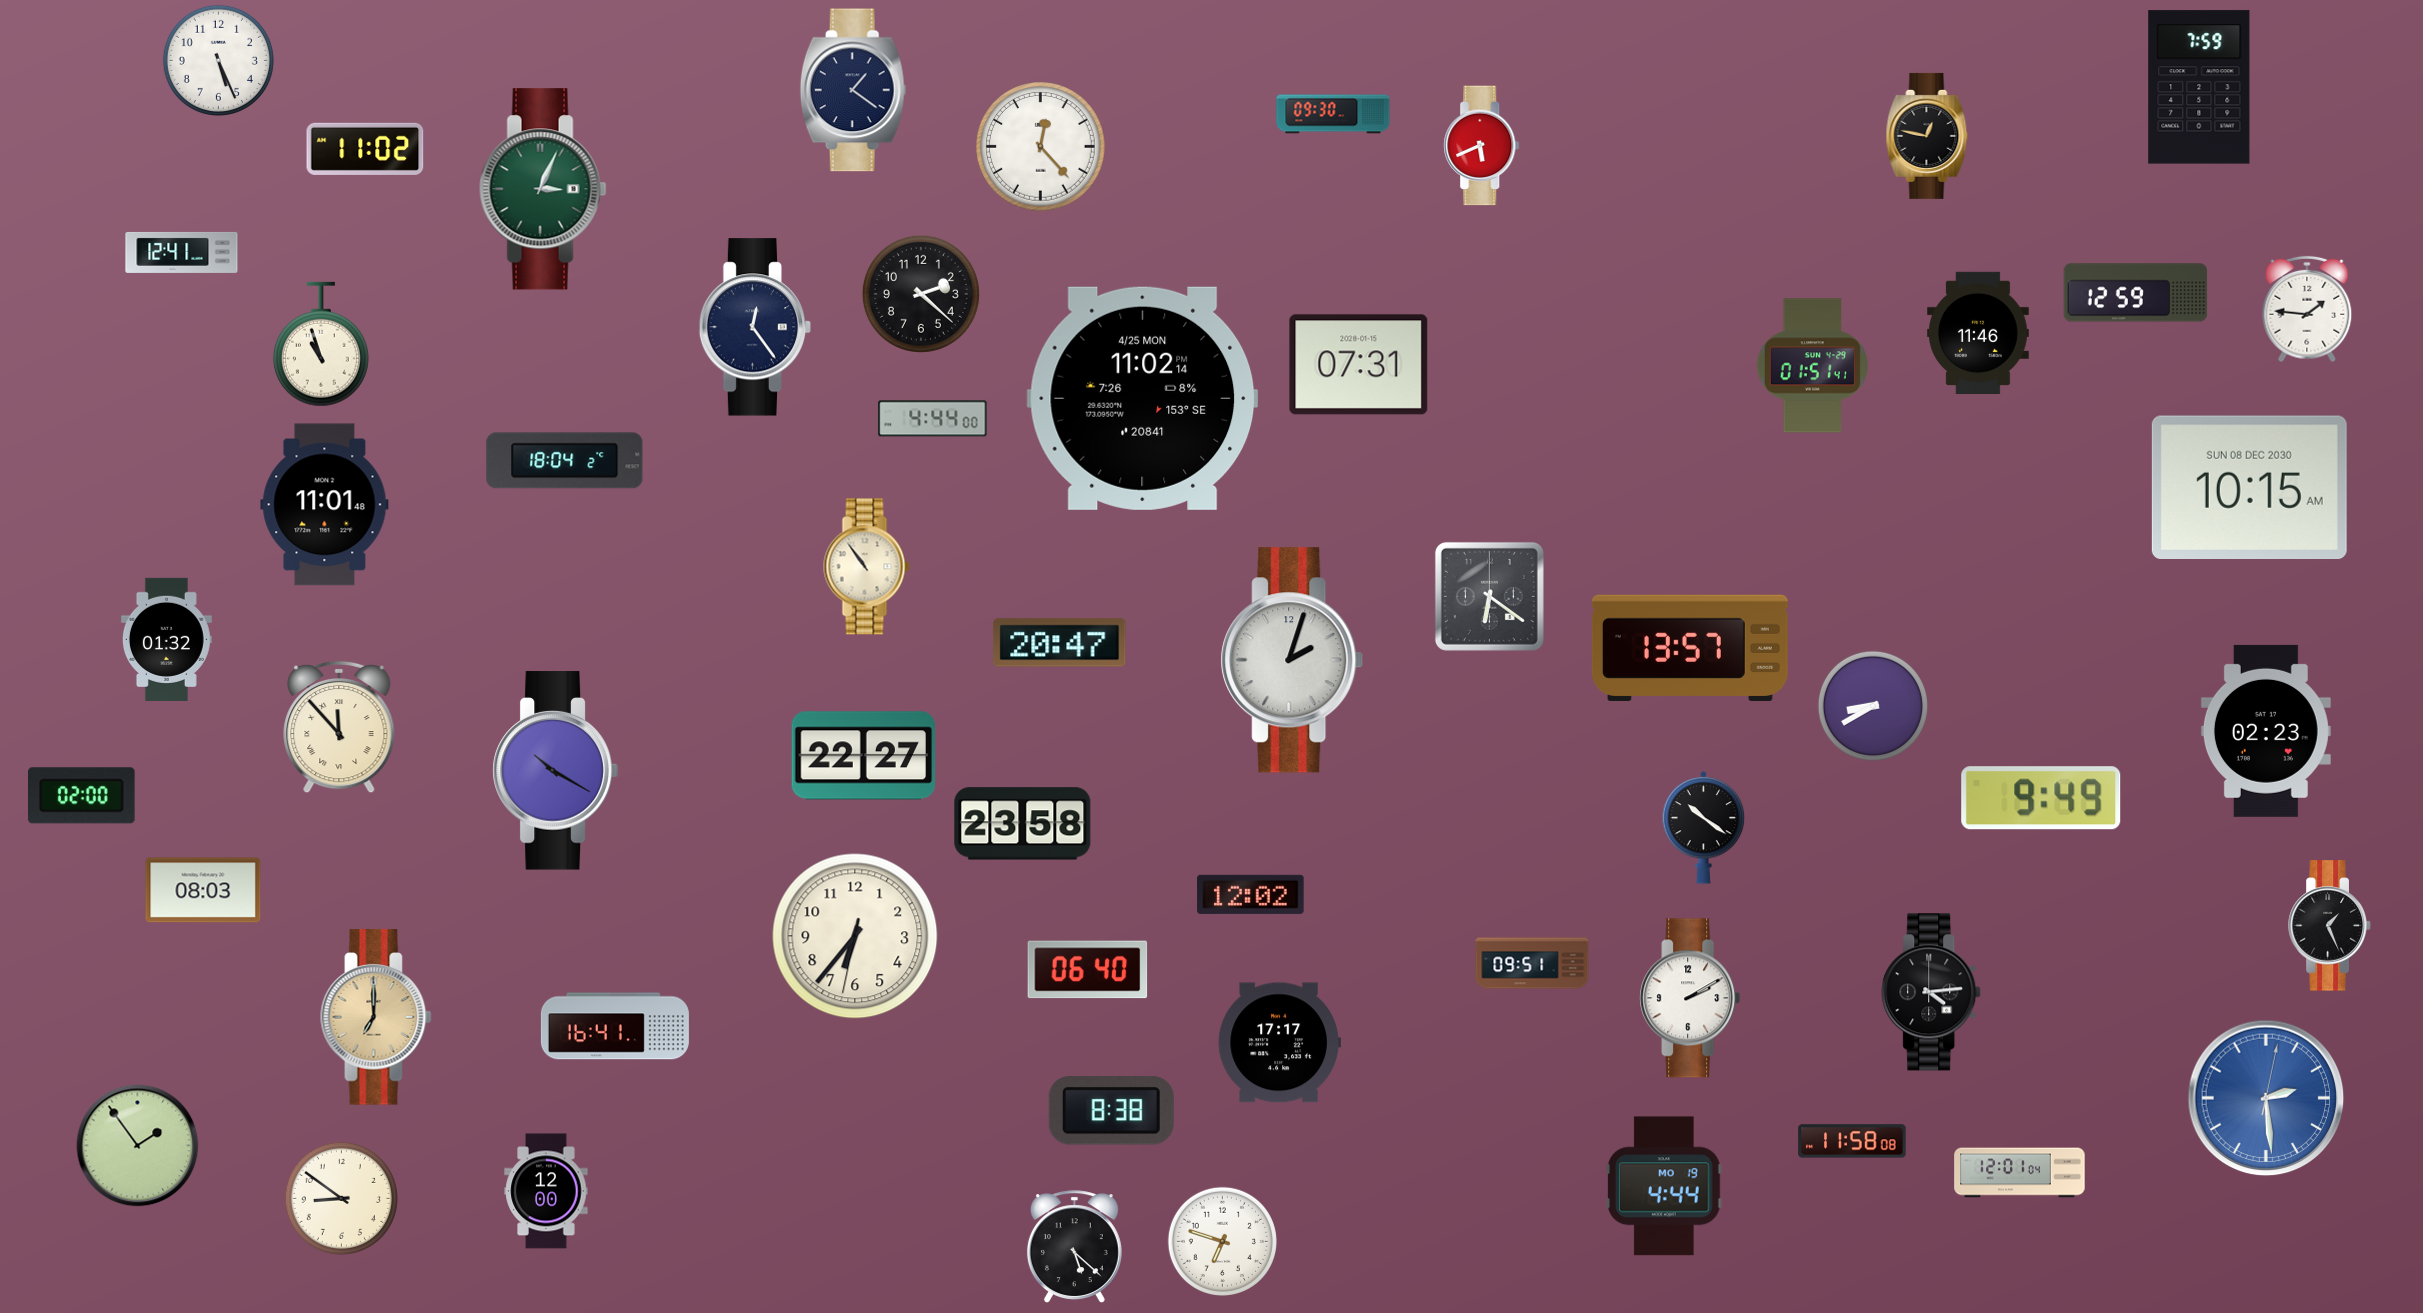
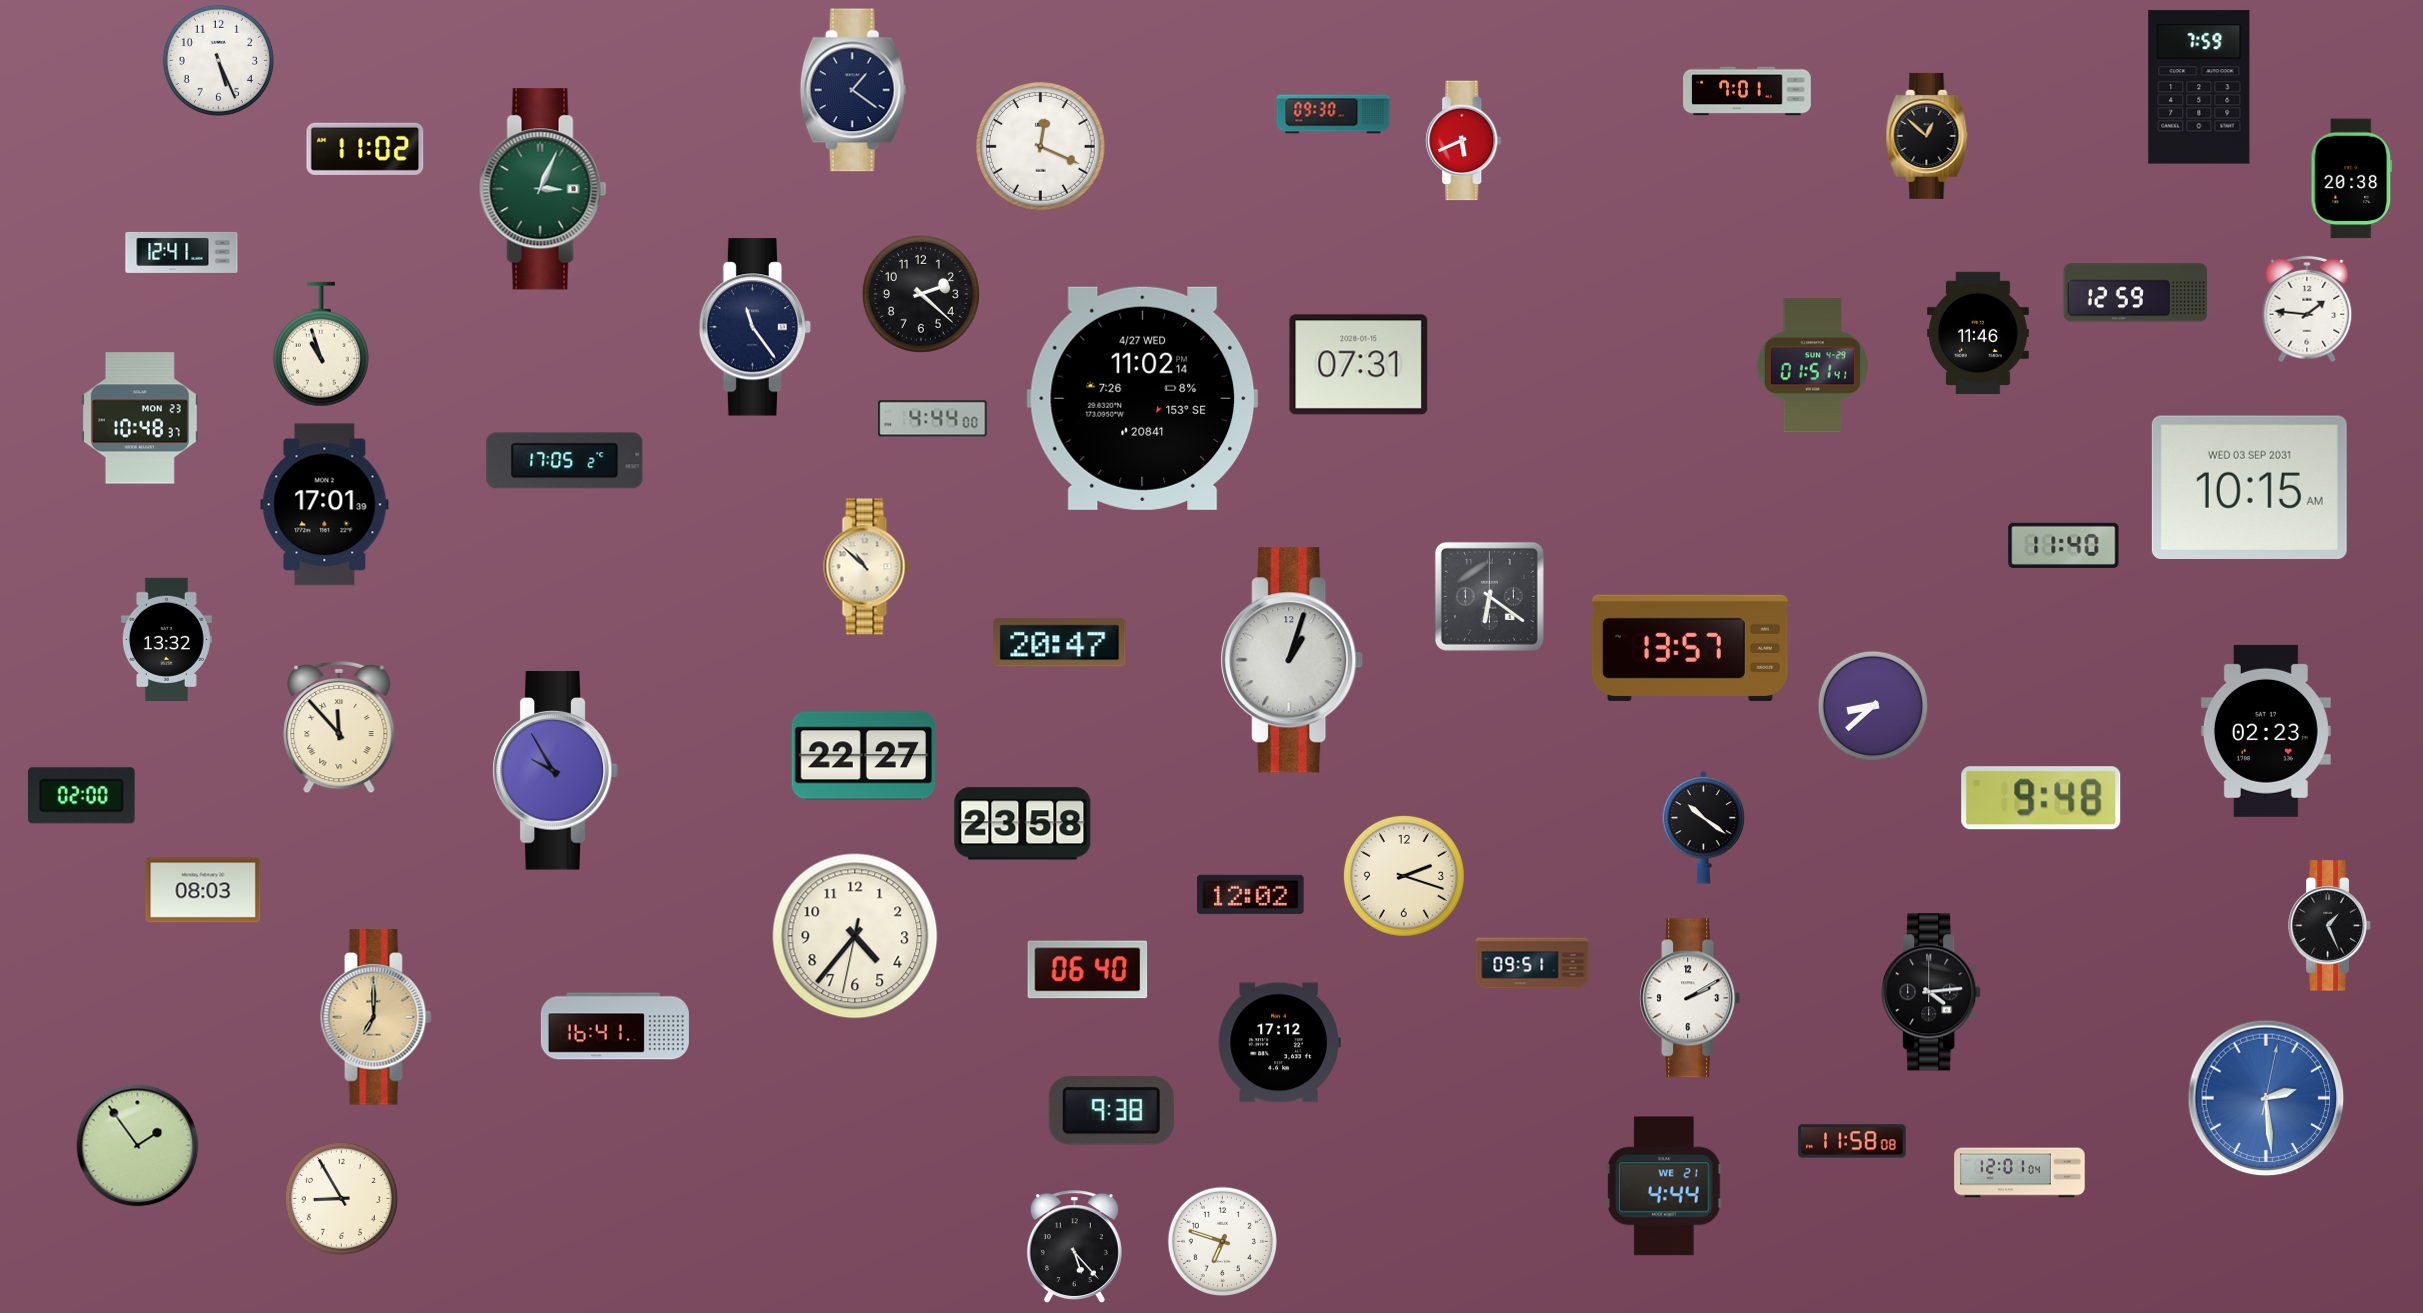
clock at (1747, 91): none -> 7:01
clock at (1927, 136): 12:47 -> 12:52
clock at (1482, 146) position: (1482, 146) -> (1464, 141)
clock at (1041, 147): 12:23 -> 12:19
clock at (2352, 179): none -> 20:38
clock at (755, 327): 12:24 -> 11:24
clock at (1143, 398) date: 4/25 MON -> 4/27 WED
clock at (140, 418): none -> 10:48
clock at (565, 461): 18:04 -> 17:05
clock at (2249, 487) date: SUN 08 DEC 2030 -> WED 03 SEP 2031
clock at (325, 505): 11:01 -> 17:01
clock at (2064, 545): none -> 11:40
clock at (867, 567): 10:54 -> 10:52
clock at (166, 639): 01:32 -> 13:32
clock at (1292, 660): 2:03 -> 1:03
clock at (1873, 706): 8:40 -> 8:38
clock at (555, 771): 10:20 -> 9:55
clock at (2041, 798): 9:49 -> 9:48
clock at (1404, 876): none -> 2:18
clock at (855, 936): 6:36 -> 4:36
clock at (1279, 1043): 17:17 -> 17:12
clock at (1111, 1111): 8:38 -> 9:38
clock at (1665, 1186) date: MO 19 -> WE 21
clock at (546, 1191): 12:00 -> none
clock at (341, 1198): 8:51 -> 8:55
clock at (1074, 1246): 5:22 -> 5:23
